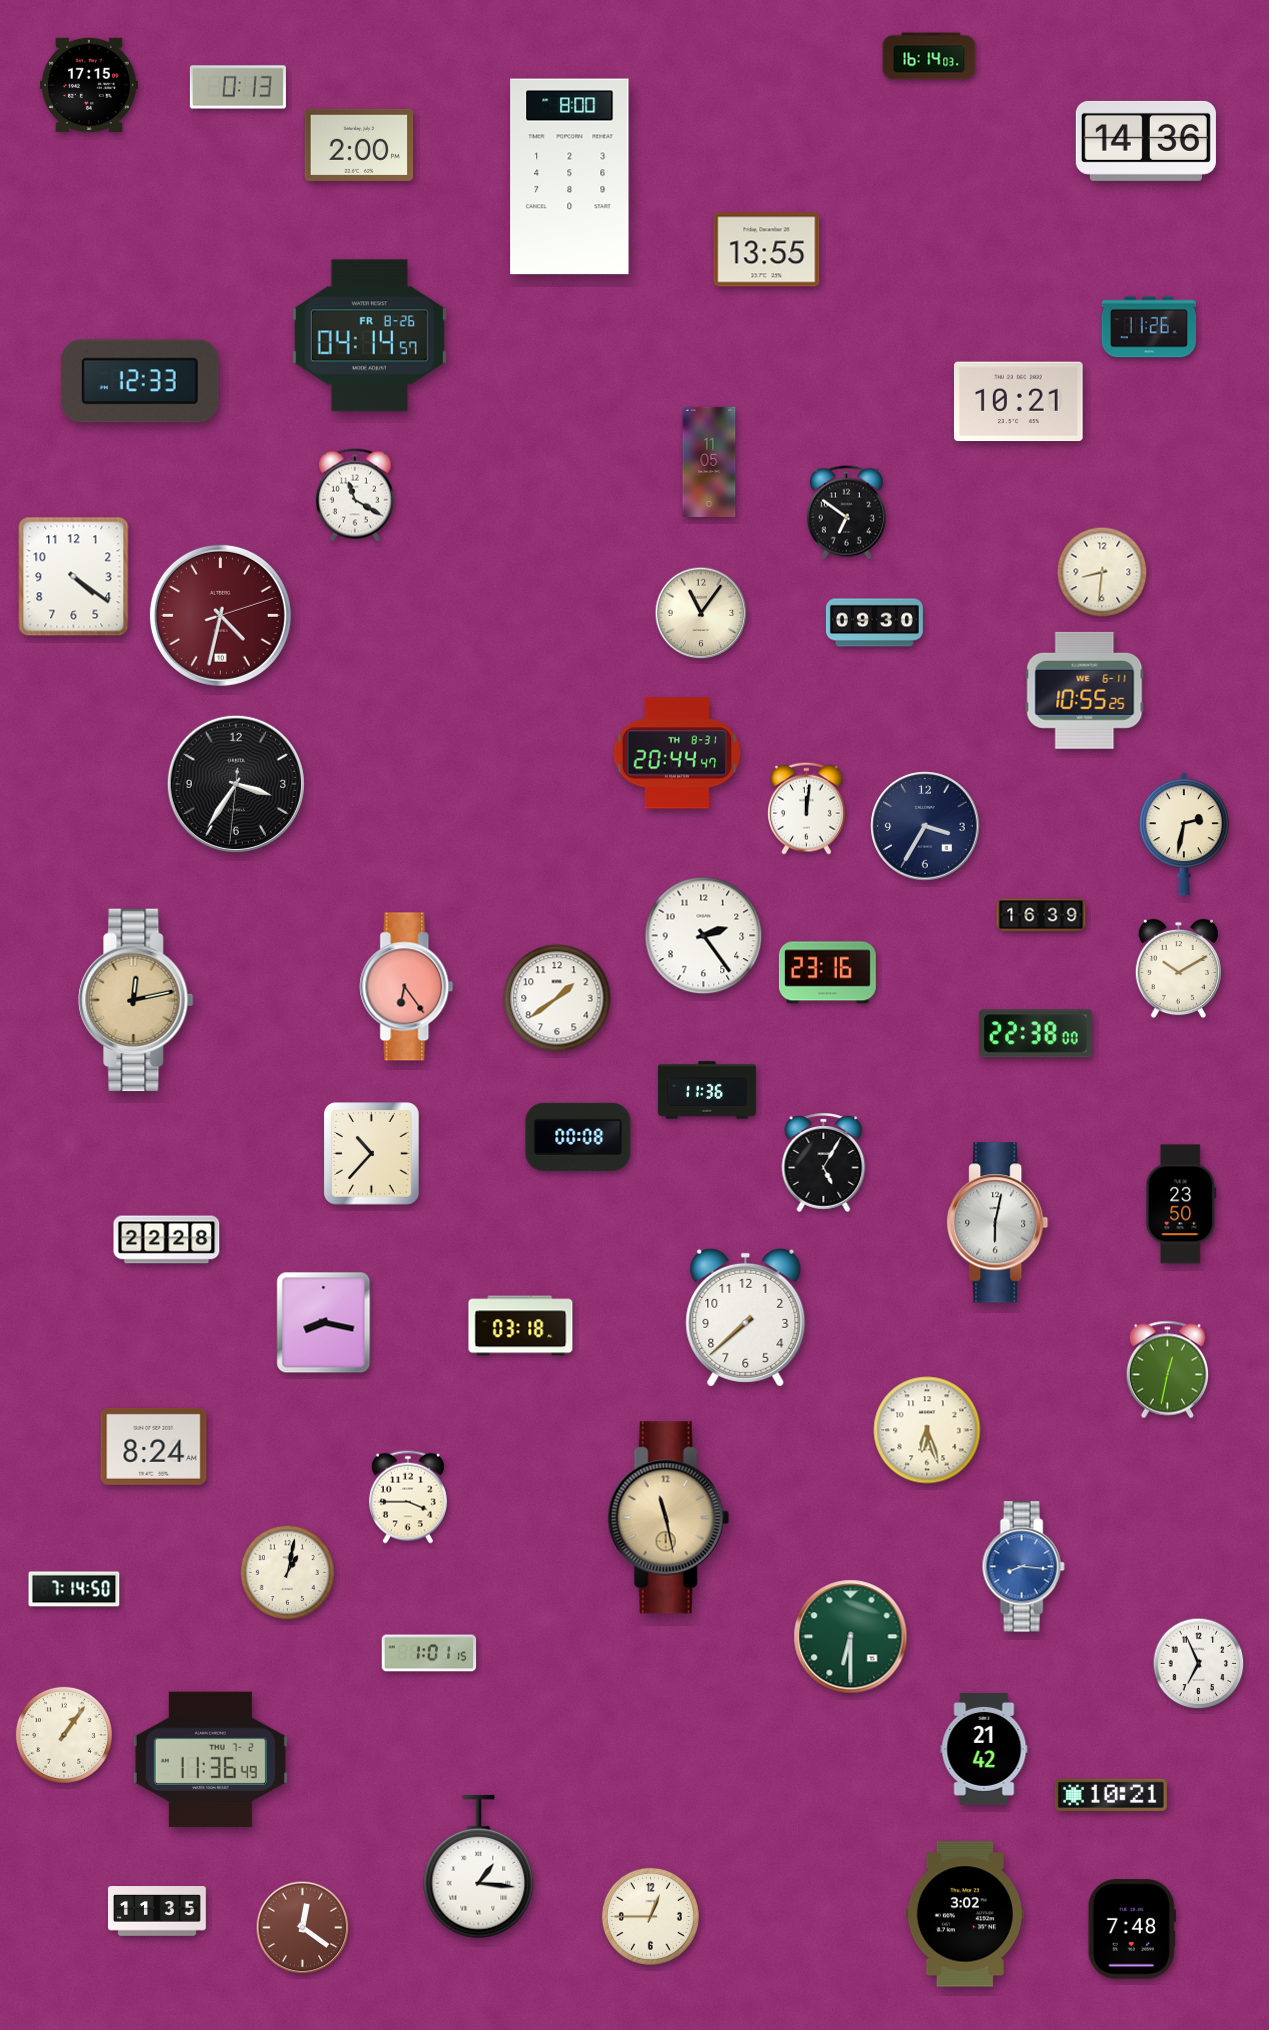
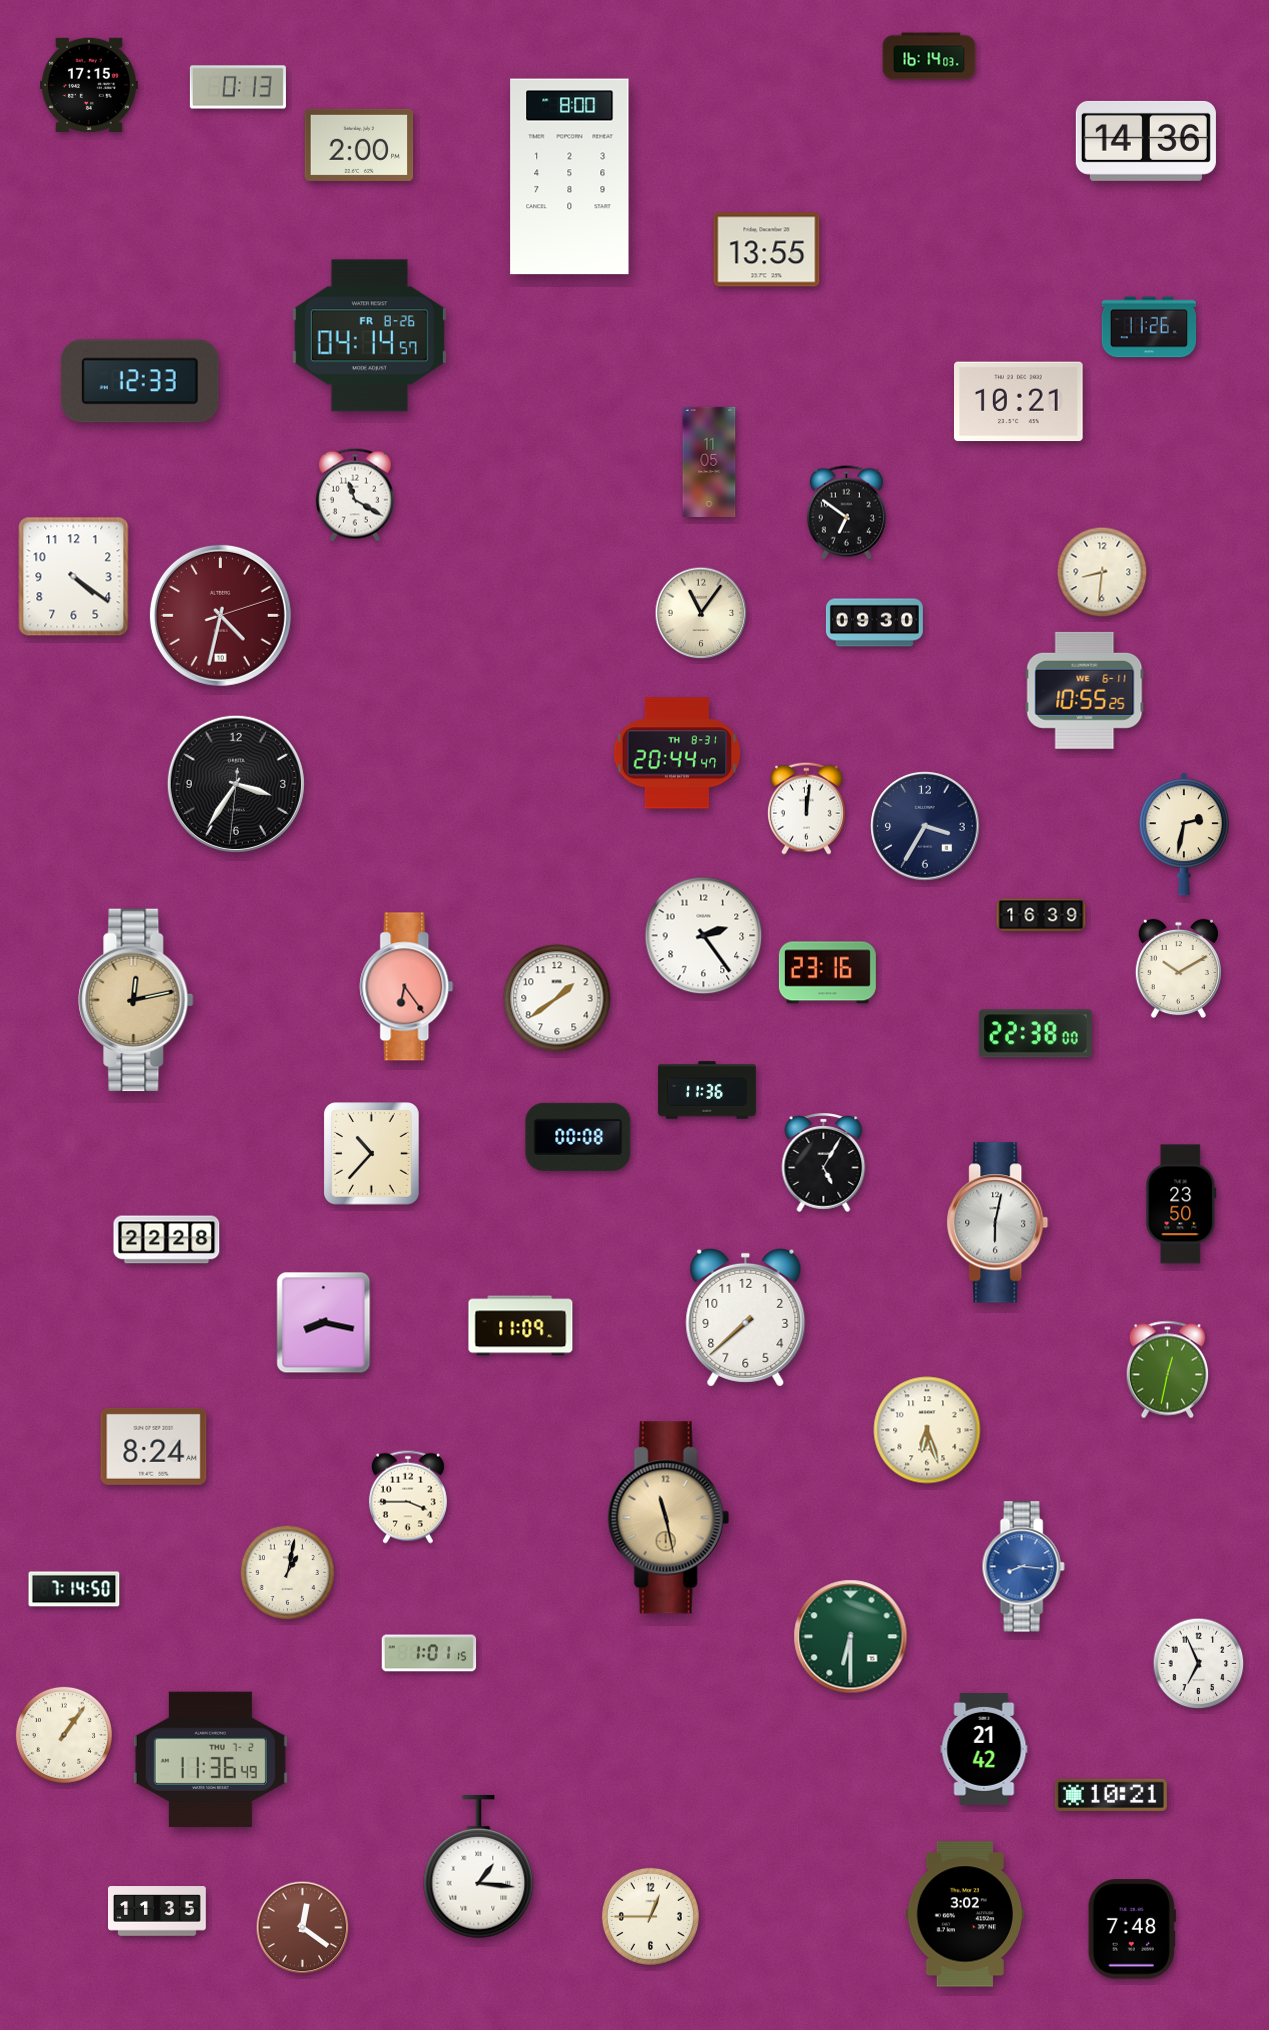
clock at (521, 1326): 03:18 -> 11:09
